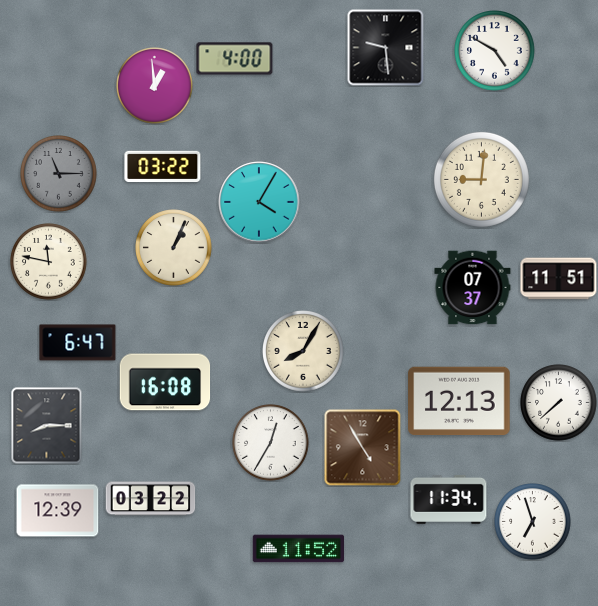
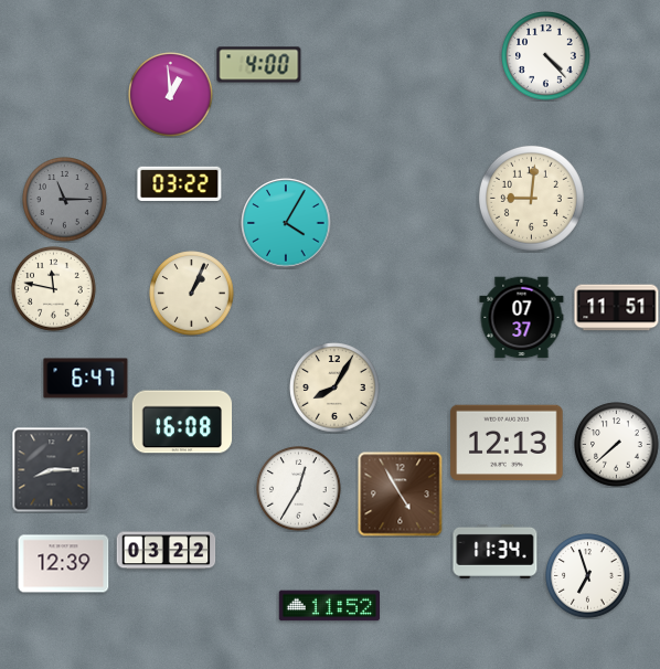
clock at (386, 48): 9:29 -> none
clock at (495, 51): 4:50 -> 4:23
clock at (59, 174) position: (59, 174) -> (65, 200)
clock at (174, 248) position: (174, 248) -> (192, 294)
